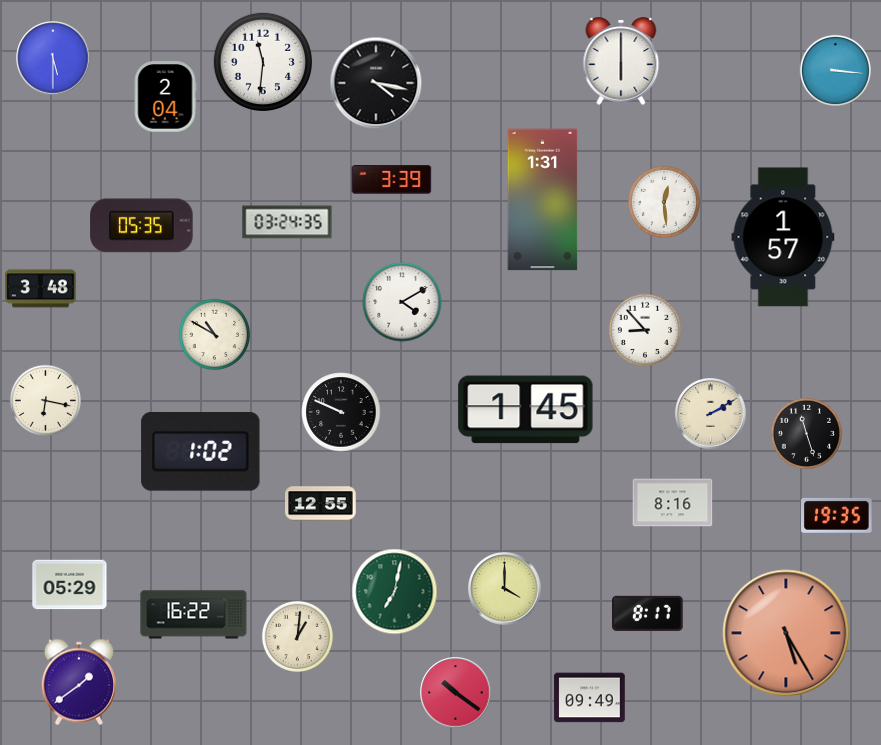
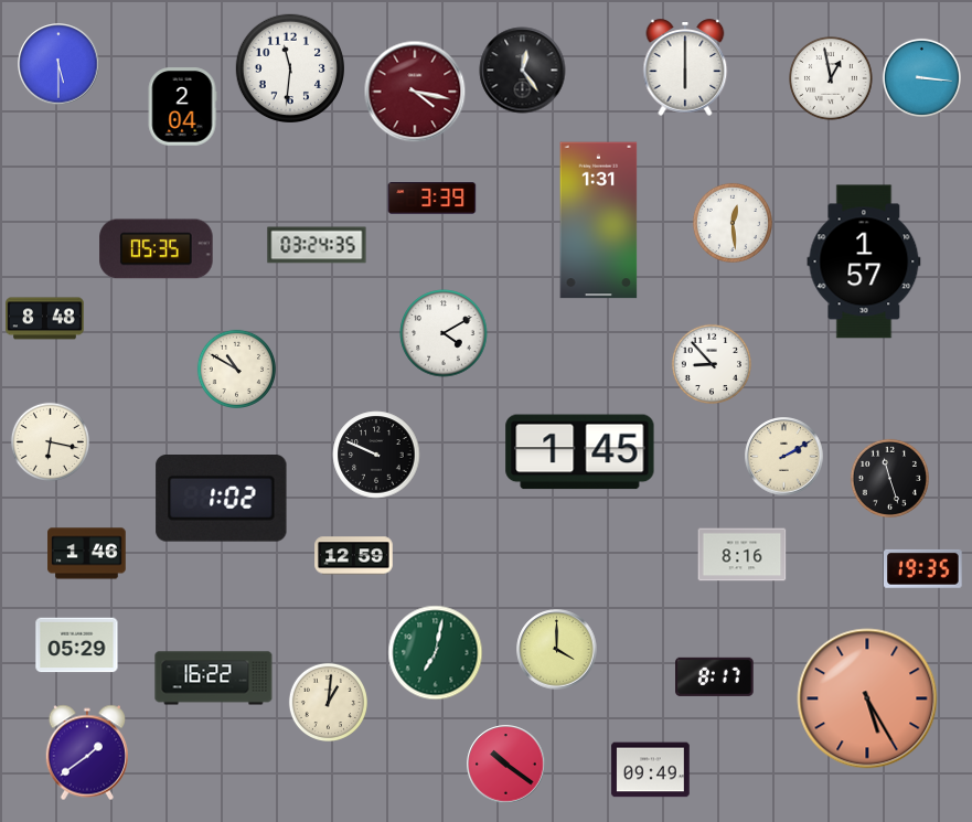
clock at (523, 71): none -> 12:24
clock at (832, 79): none -> 12:58
clock at (376, 83) dial: black -> burgundy
clock at (41, 289): 3:48 -> 8:48
clock at (87, 554): none -> 1:46
clock at (321, 504): 12:55 -> 12:59
clock at (456, 693) position: (456, 693) -> (506, 765)
